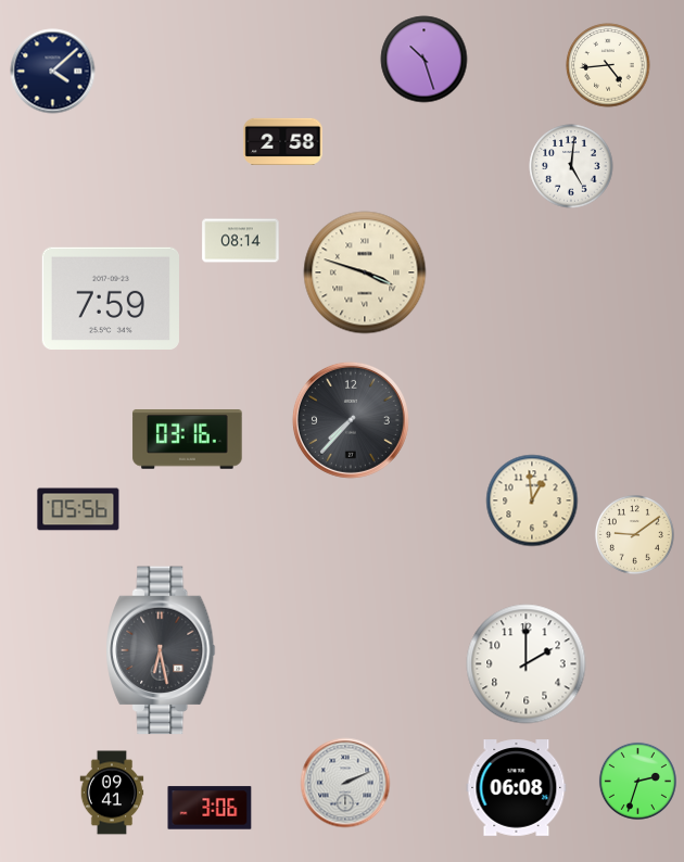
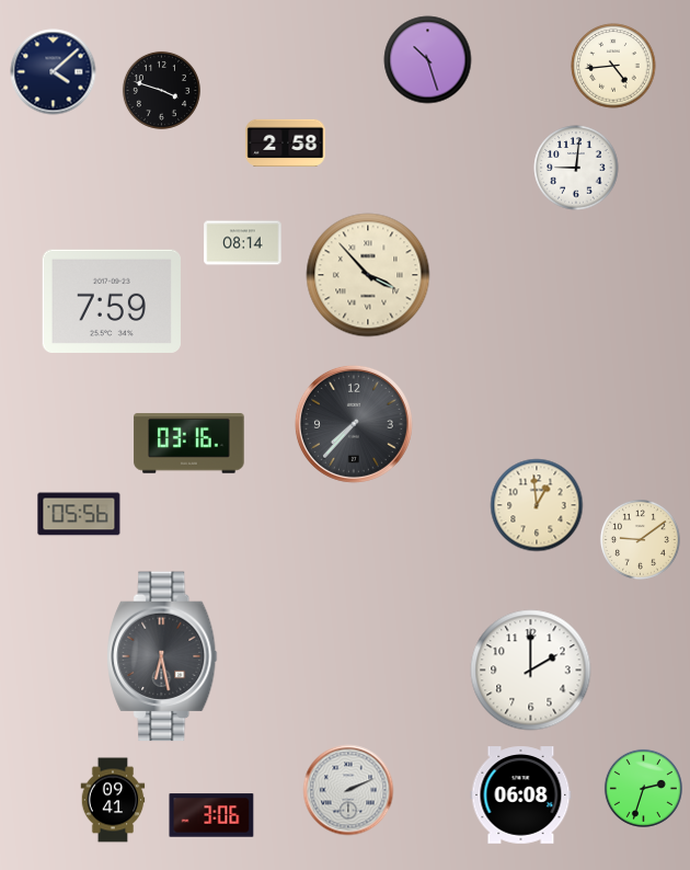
clock at (161, 90): none -> 3:48
clock at (571, 166): 5:01 -> 9:01
clock at (365, 272): 3:48 -> 3:53
